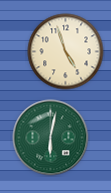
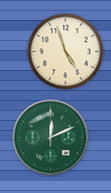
clock at (51, 138): 6:02 -> 12:11
